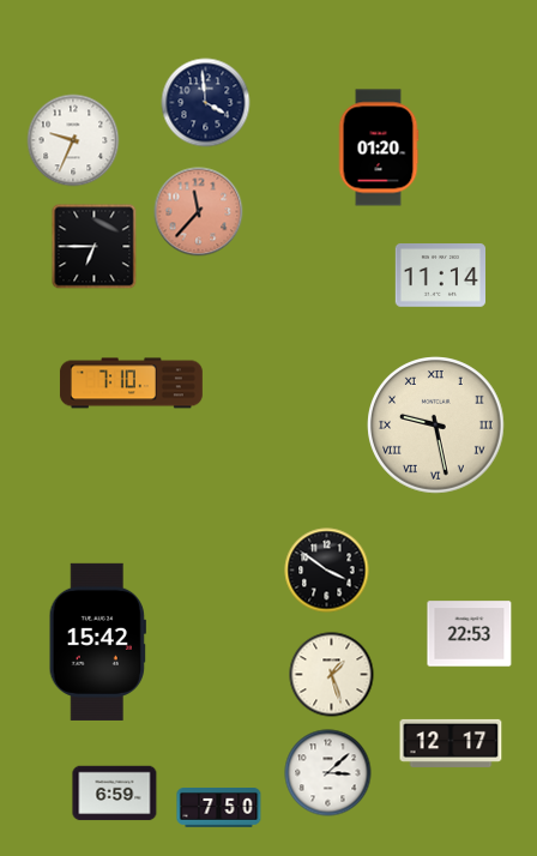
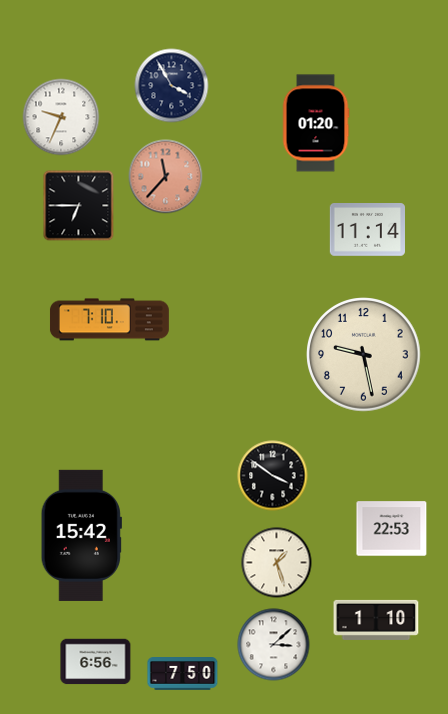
clock at (206, 103): 3:59 -> 3:55
clock at (436, 426) numerals: Roman -> Arabic
clock at (451, 743): 12:17 -> 1:10
clock at (115, 794): 6:59 -> 6:56
